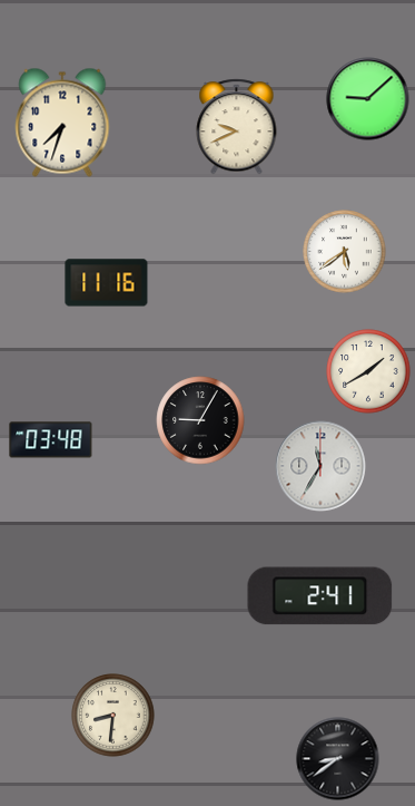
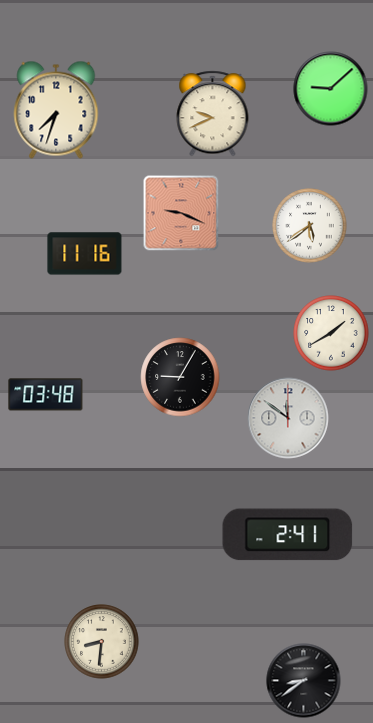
clock at (181, 213): none -> 9:19
clock at (107, 283) position: (107, 283) -> (85, 254)
clock at (320, 466): 11:35 -> 11:51
